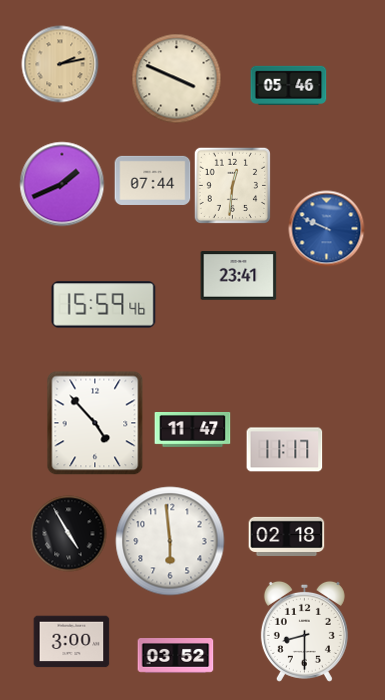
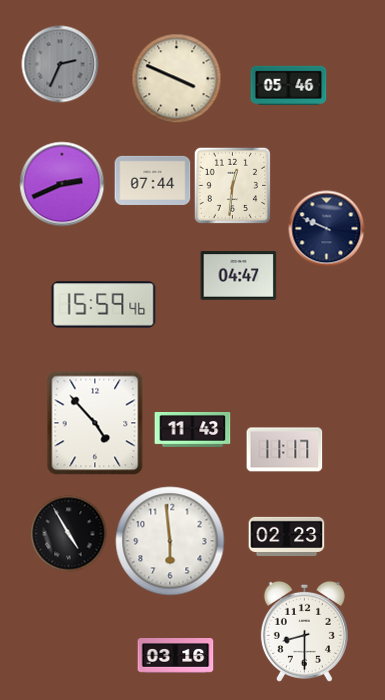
clock at (60, 64): 2:13 -> 2:34
clock at (60, 64) dial: champagne -> grey
clock at (62, 184): 1:41 -> 2:41
clock at (327, 229) dial: blue -> navy
clock at (239, 276): 23:41 -> 04:47
clock at (193, 430): 11:47 -> 11:43
clock at (287, 536): 02:18 -> 02:23
clock at (72, 642): 3:00 -> none
clock at (176, 656): 03:52 -> 03:16
